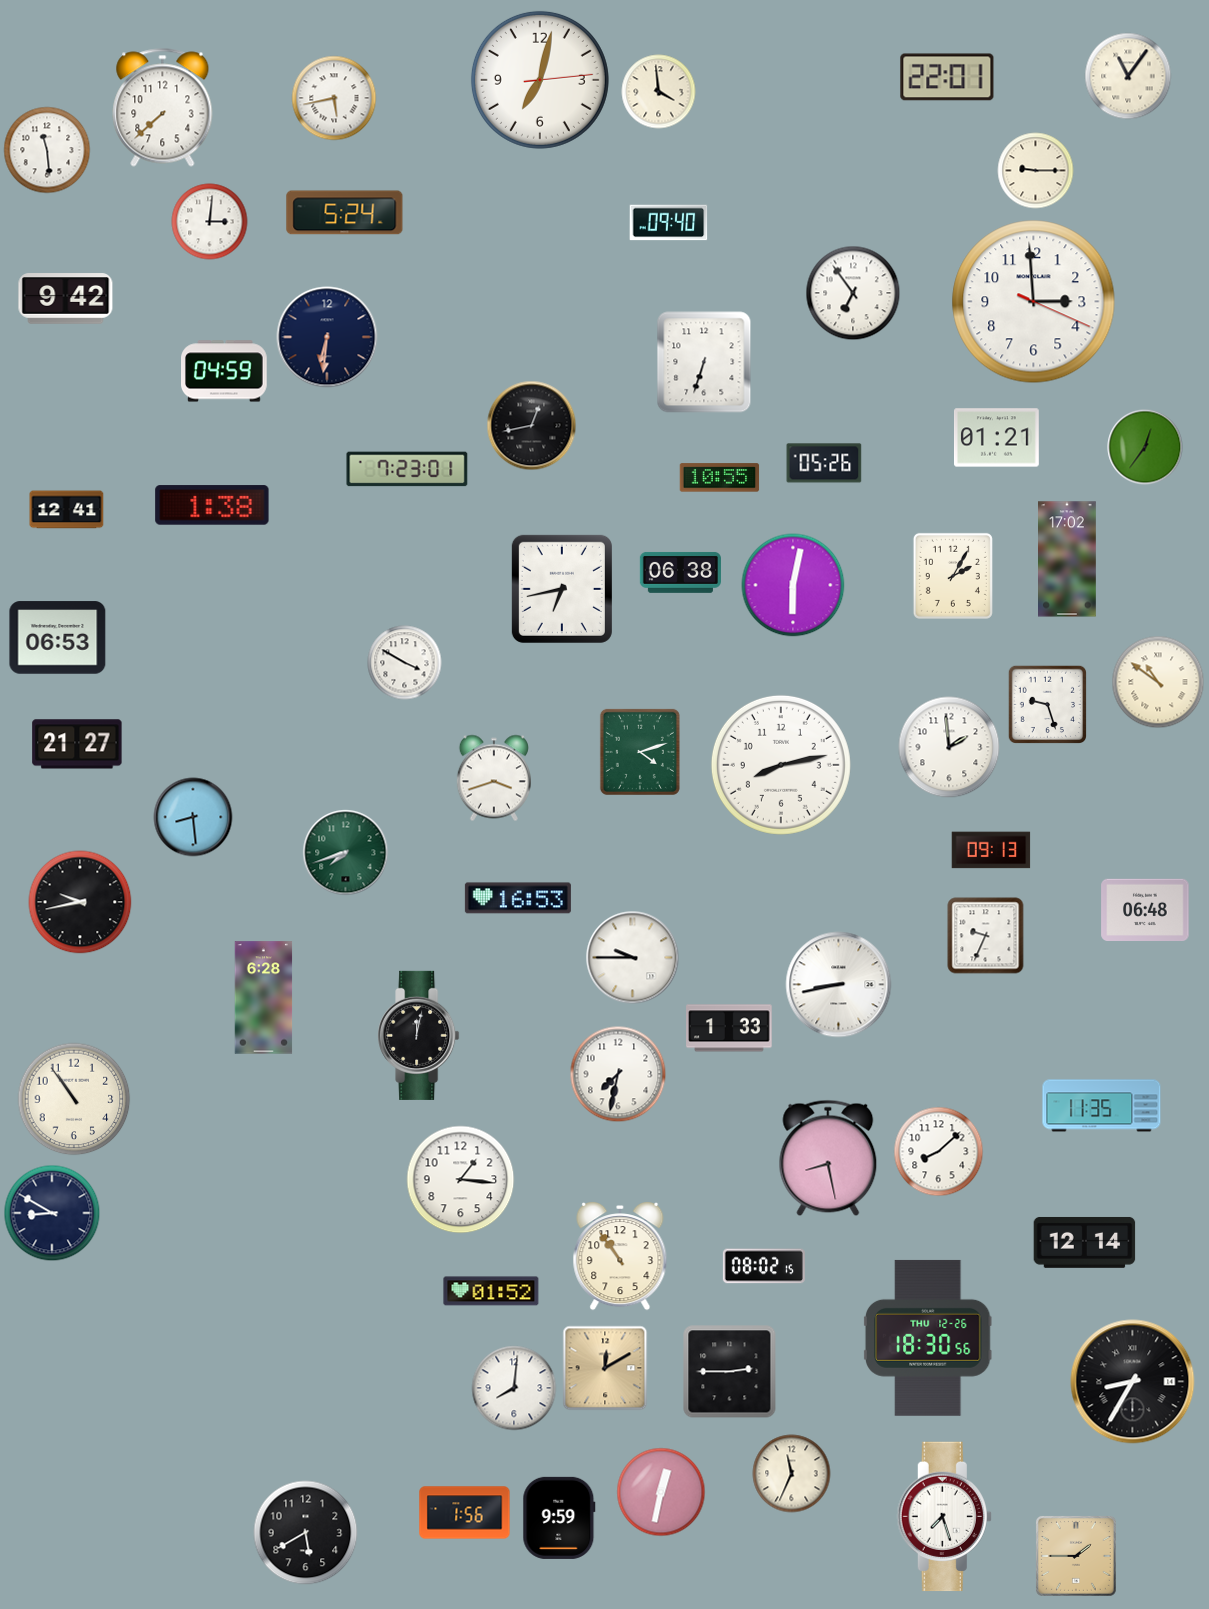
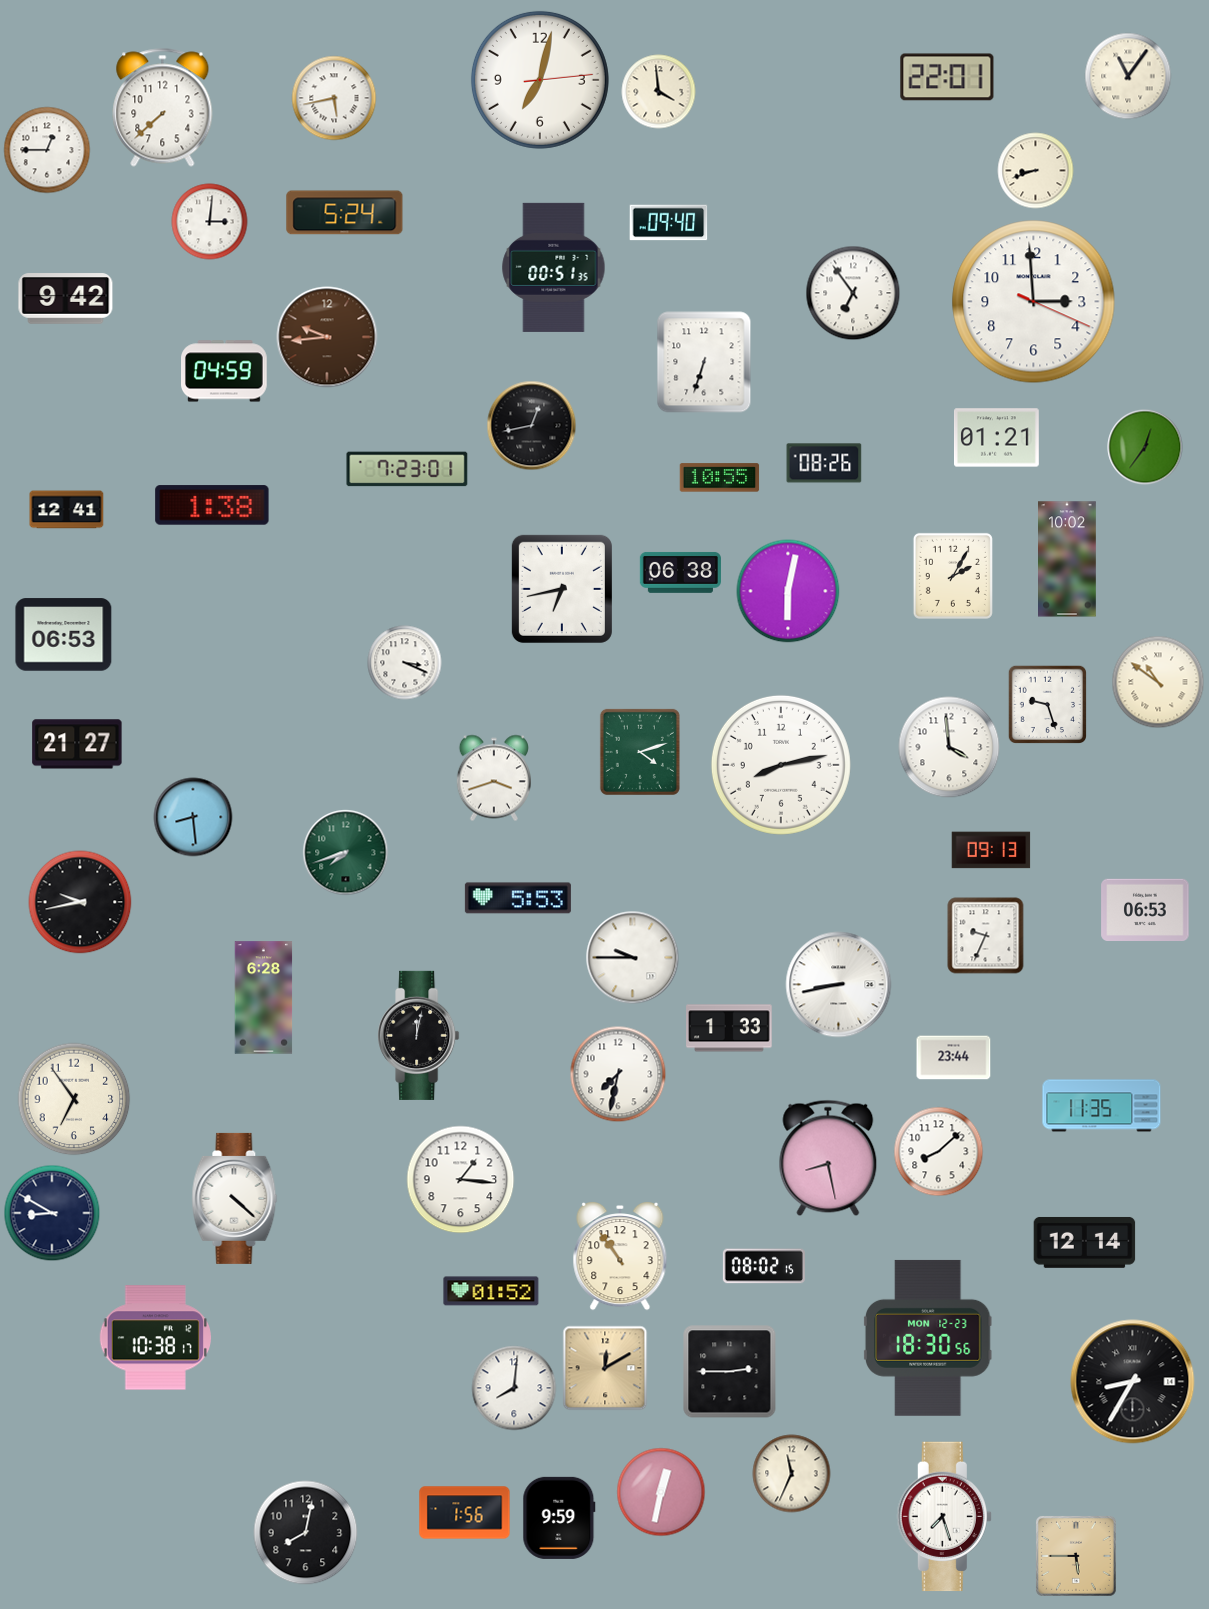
clock at (47, 150): 11:29 -> 12:45
clock at (1036, 171): 9:15 -> 8:42
clock at (554, 267): none -> 00:51
clock at (327, 337): 6:31 -> 9:44
clock at (327, 337) dial: navy -> brown
clock at (824, 463): 05:26 -> 08:26
clock at (1068, 559): 17:02 -> 10:02
clock at (793, 585) position: (793, 585) -> (788, 591)
clock at (58, 638) position: (58, 638) -> (64, 635)
clock at (405, 663): 3:50 -> 3:19
clock at (949, 747): 1:59 -> 3:59
clock at (518, 898): 16:53 -> 5:53
clock at (1145, 909): 06:48 -> 06:53
clock at (954, 1058): none -> 23:44
clock at (74, 1099): 10:54 -> 6:54
clock at (235, 1198): none -> 4:22
clock at (155, 1338): none -> 10:38
clock at (928, 1338) date: THU 12-26 -> MON 12-23
clock at (306, 1533): 5:40 -> 8:02
clock at (1076, 1556): 1:45 -> 5:45
